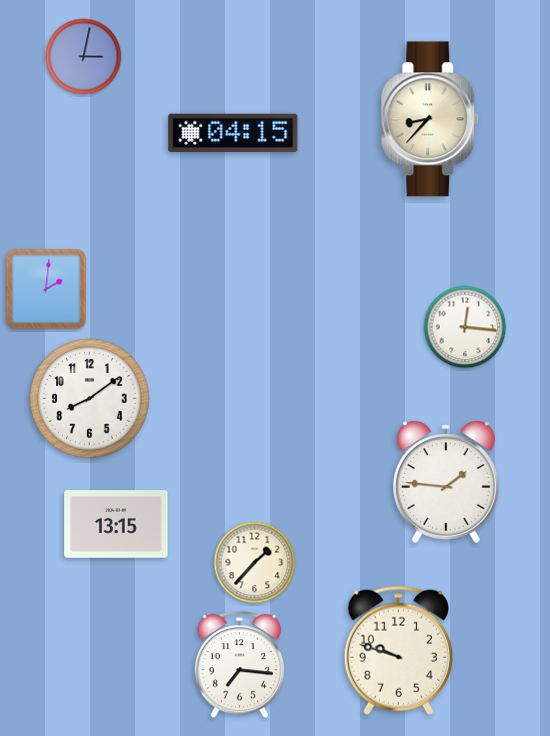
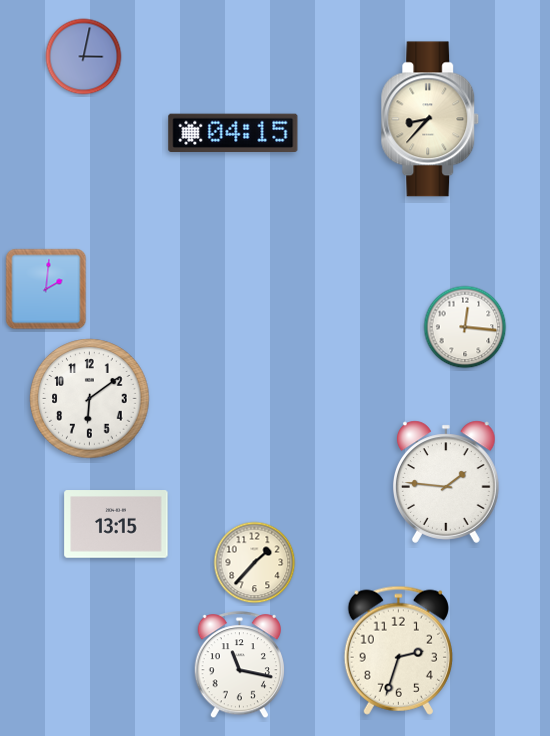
clock at (90, 399): 8:09 -> 6:09
clock at (398, 650): 9:48 -> 2:33
clock at (239, 665): 7:16 -> 11:17
